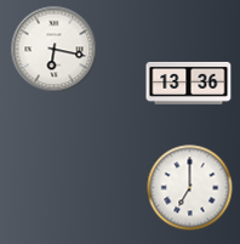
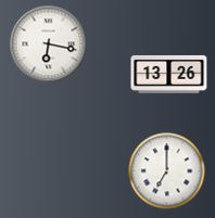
clock at (189, 83): 13:36 -> 13:26
clock at (190, 188) position: (190, 188) -> (167, 171)
